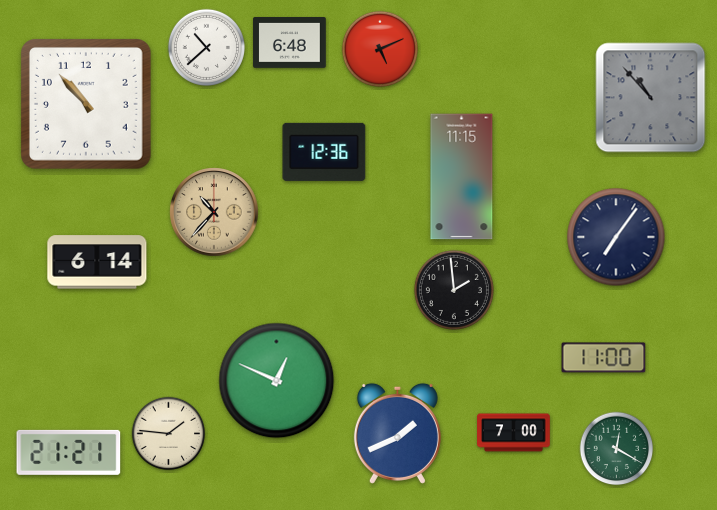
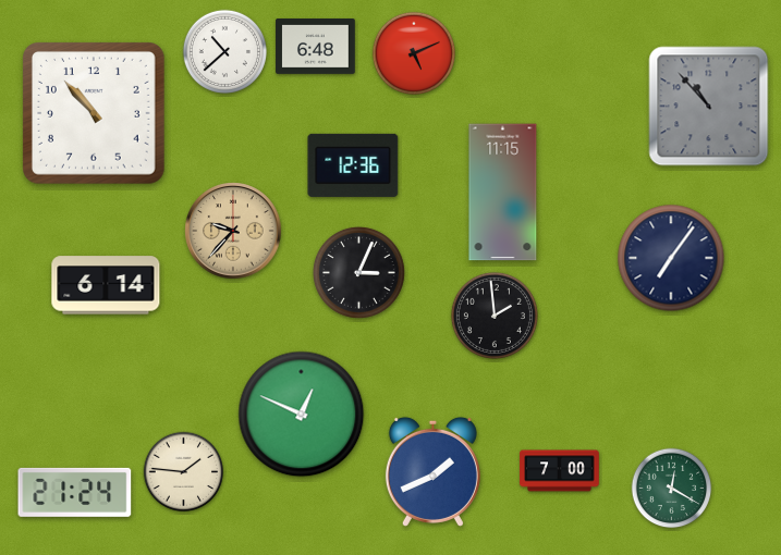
clock at (214, 212): 10:37 -> 9:37
clock at (358, 272): none -> 3:04
clock at (604, 358): 11:00 -> none
clock at (69, 452): 21:21 -> 21:24
